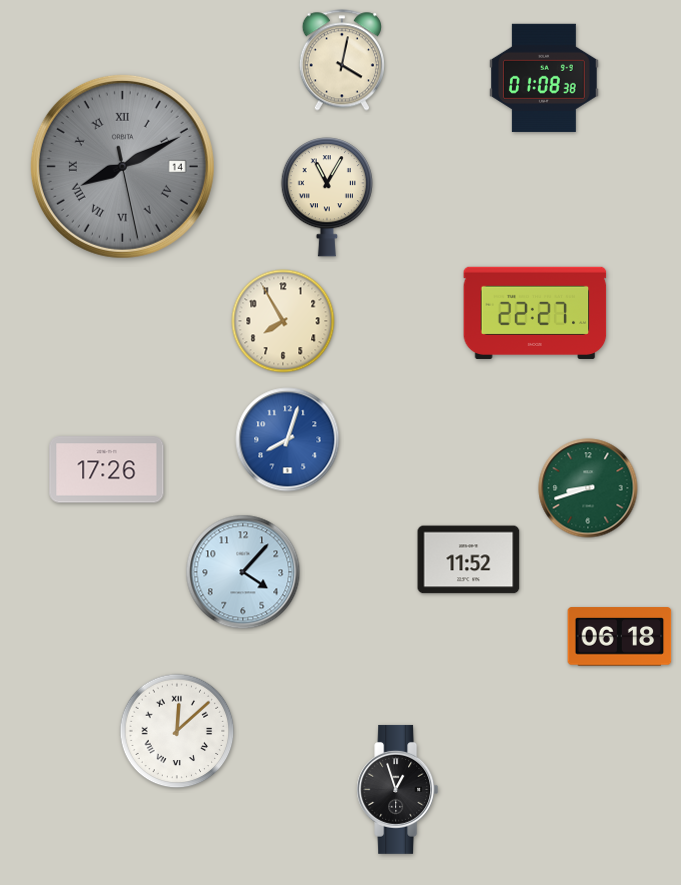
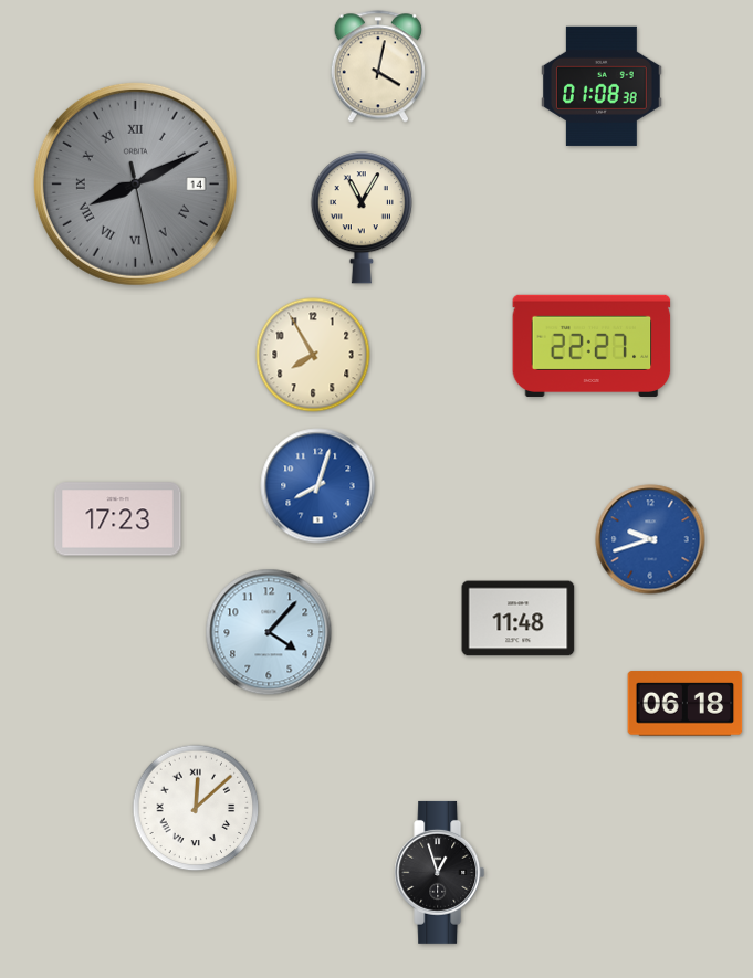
clock at (107, 470): 17:26 -> 17:23
clock at (588, 488): 8:42 -> 9:42
clock at (588, 488) dial: green -> blue
clock at (469, 560): 11:52 -> 11:48
